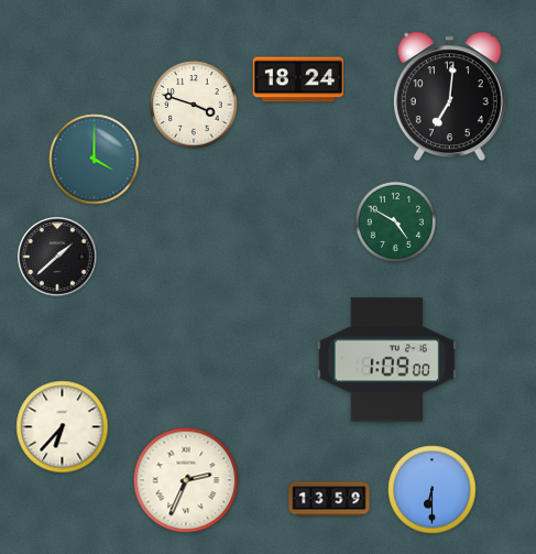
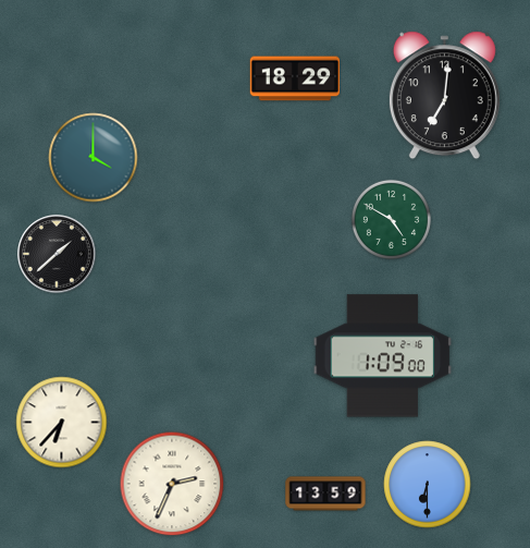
clock at (298, 79): 18:24 -> 18:29
clock at (194, 105): 3:48 -> none
clock at (186, 480) position: (186, 480) -> (172, 484)
